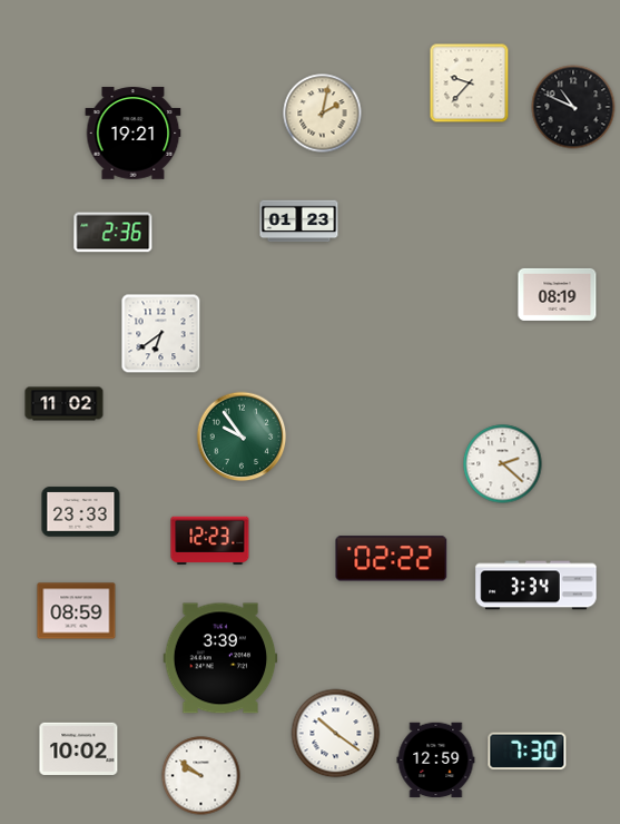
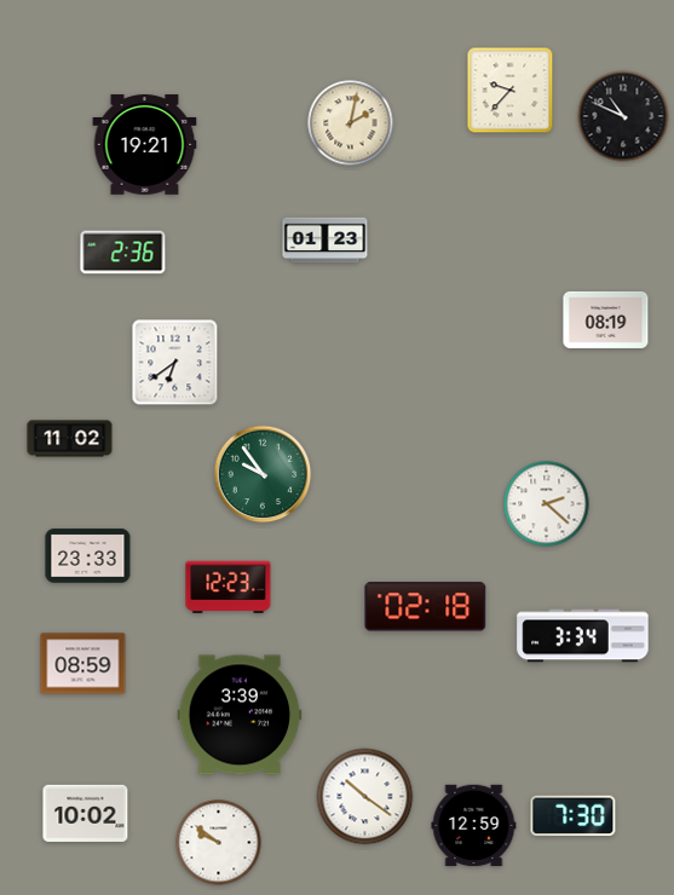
clock at (392, 559): 02:22 -> 02:18
